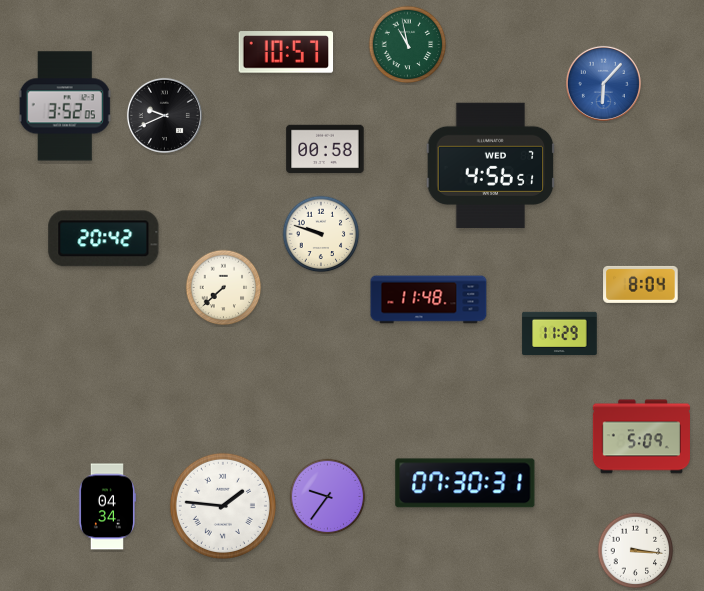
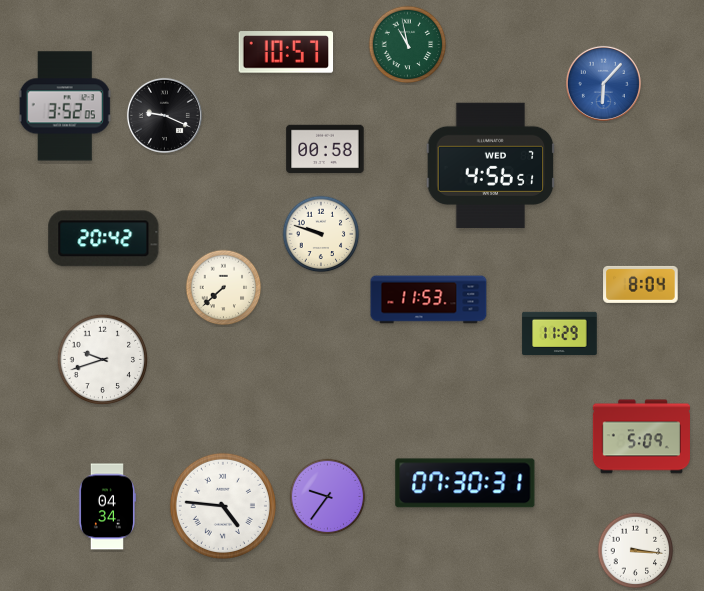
clock at (164, 115): 9:41 -> 9:19
clock at (429, 300): 11:48 -> 11:53
clock at (103, 360): none -> 9:42
clock at (223, 506): 1:46 -> 4:46
